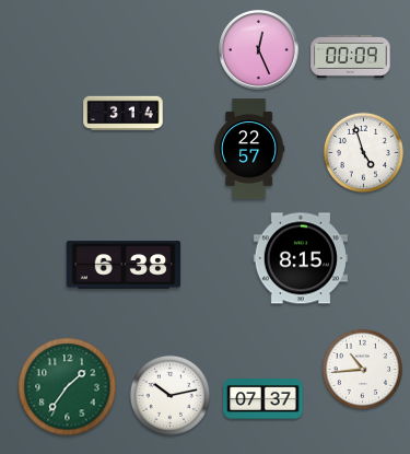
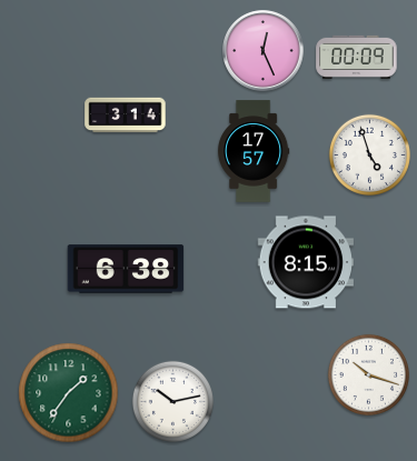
clock at (249, 149): 22:57 -> 17:57
clock at (362, 369): 10:44 -> 10:18
clock at (263, 399): 07:37 -> none
